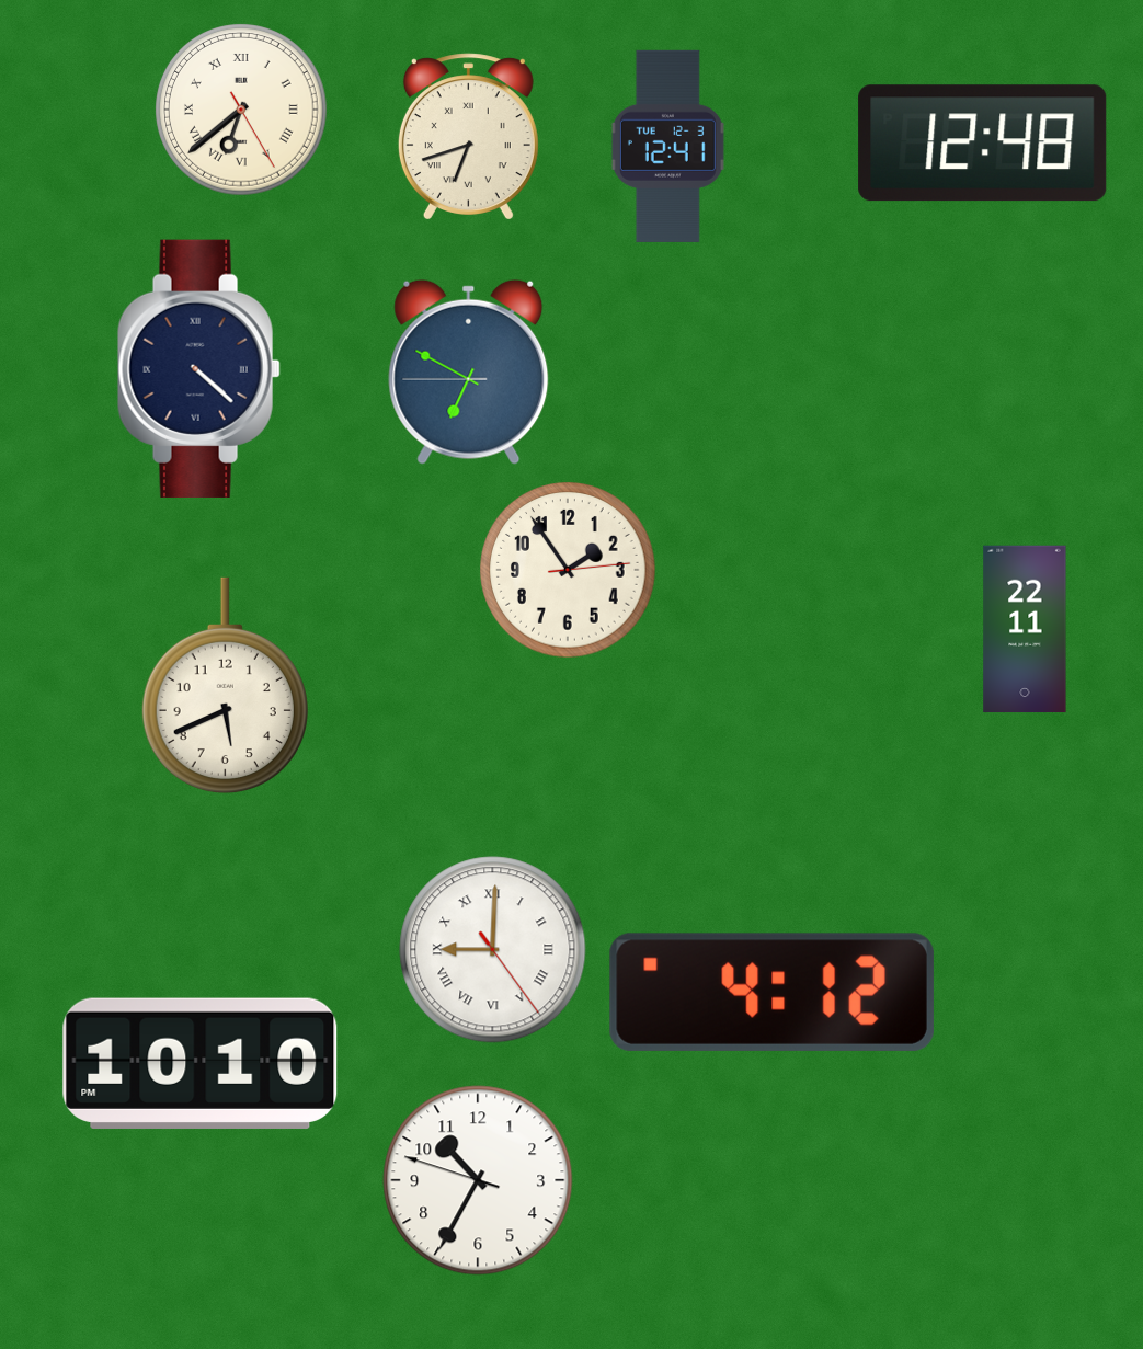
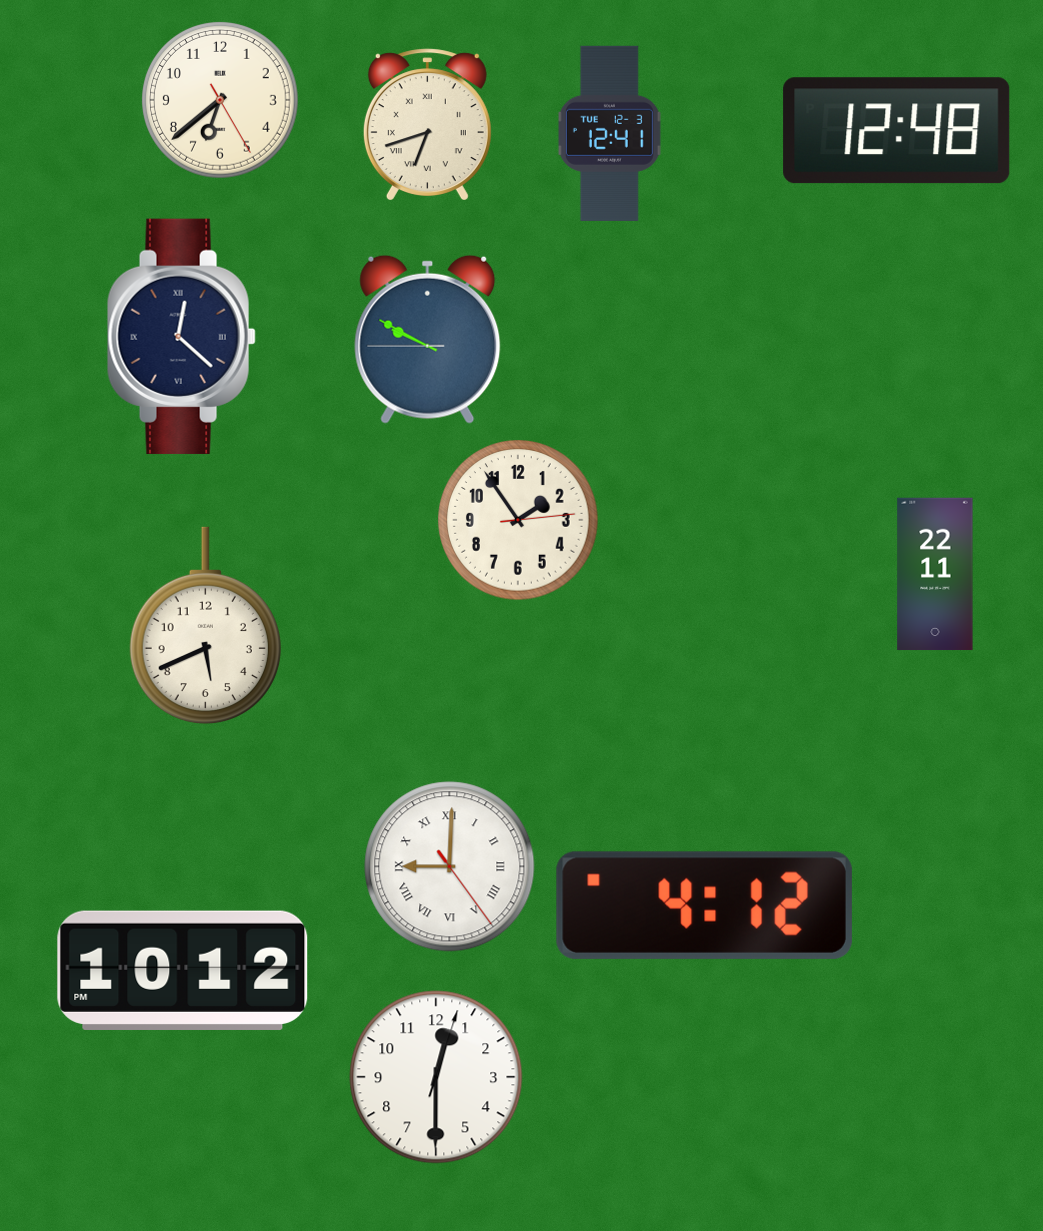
clock at (242, 111) numerals: Roman -> Arabic
clock at (198, 368): 4:22 -> 12:22
clock at (469, 371): 6:49 -> 9:49
clock at (201, 1063): 10:10 -> 10:12
clock at (478, 1180): 10:34 -> 12:30
